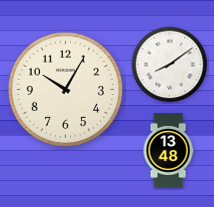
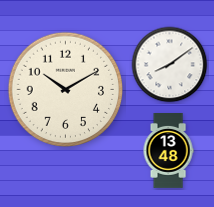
clock at (66, 90): 10:05 -> 10:10
